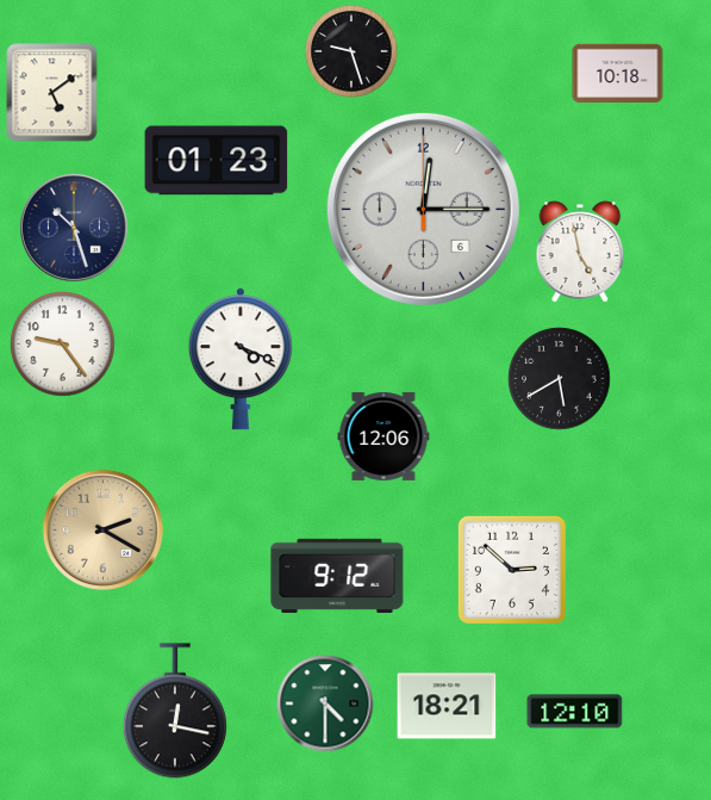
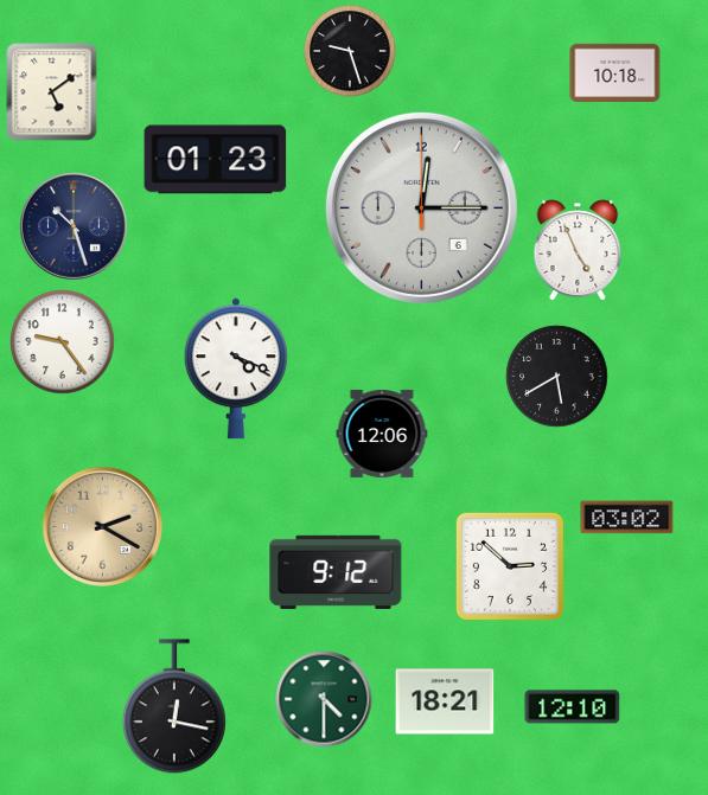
clock at (580, 252): 4:58 -> 4:56
clock at (241, 359) position: (241, 359) -> (236, 368)
clock at (627, 518): none -> 03:02
